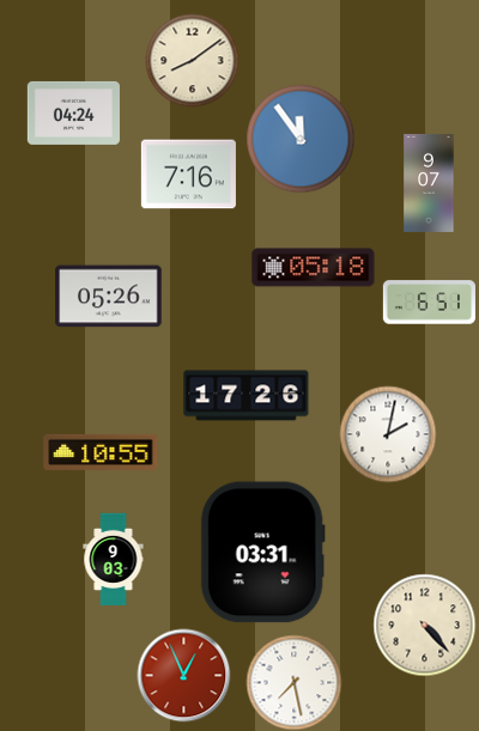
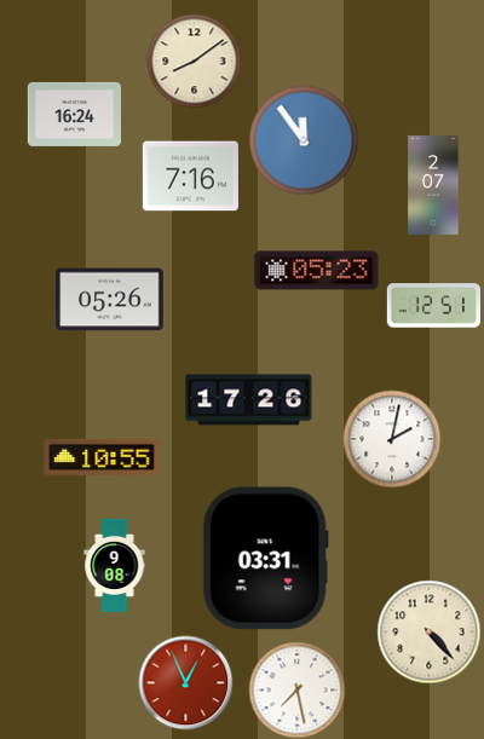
clock at (73, 112): 04:24 -> 16:24
clock at (429, 183): 9:07 -> 2:07
clock at (314, 268): 05:18 -> 05:23
clock at (429, 303): 6:51 -> 12:51
clock at (114, 559): 9:03 -> 9:08
